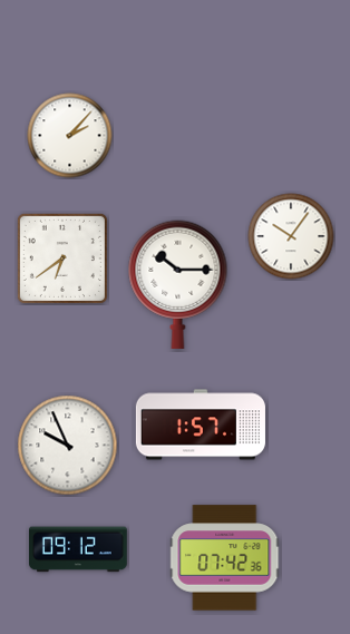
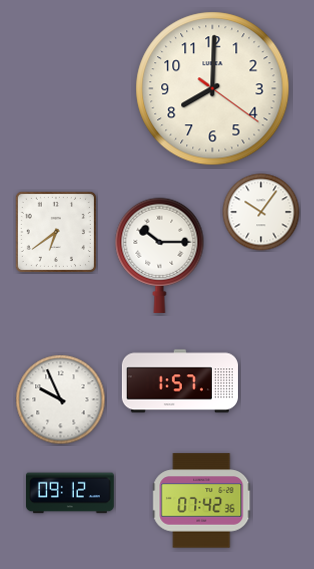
clock at (213, 89): none -> 8:00
clock at (70, 136): 2:07 -> none
